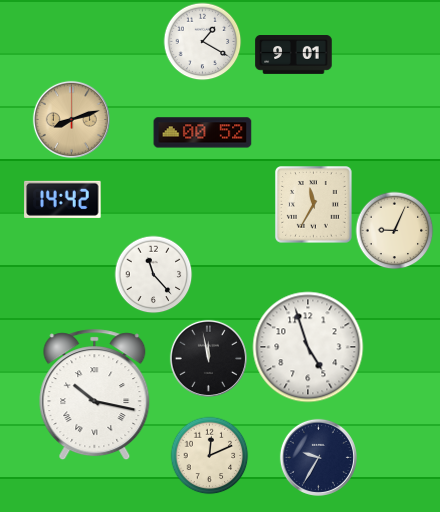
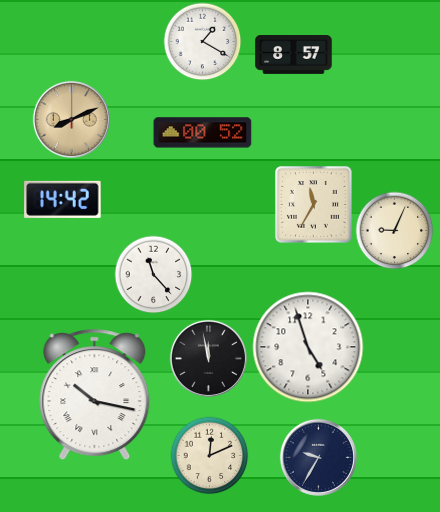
clock at (294, 55): 9:01 -> 8:57
clock at (71, 119): 8:12 -> 8:11
